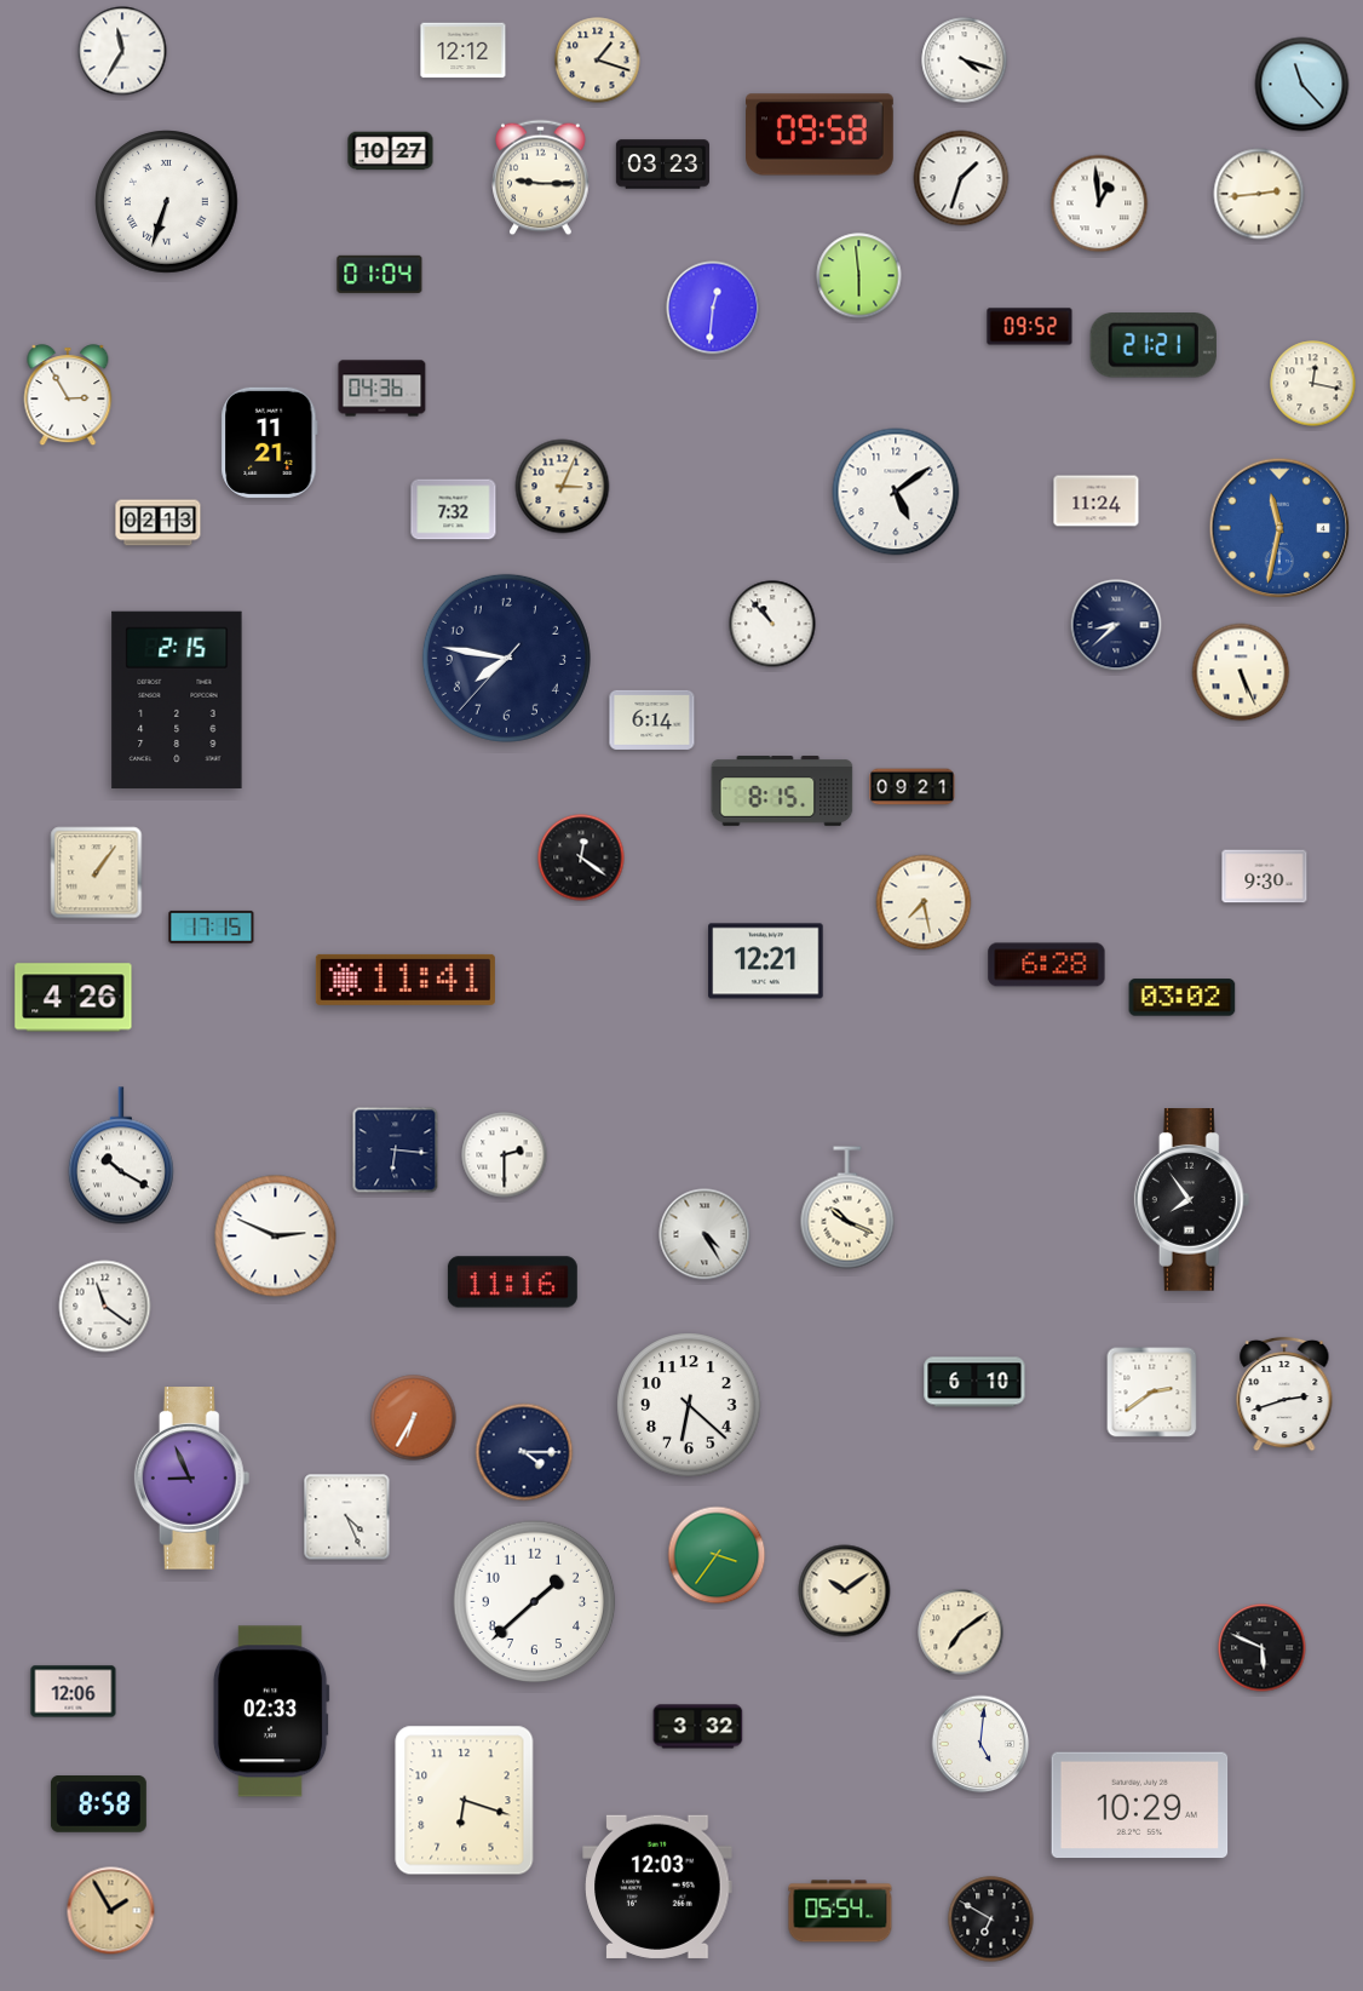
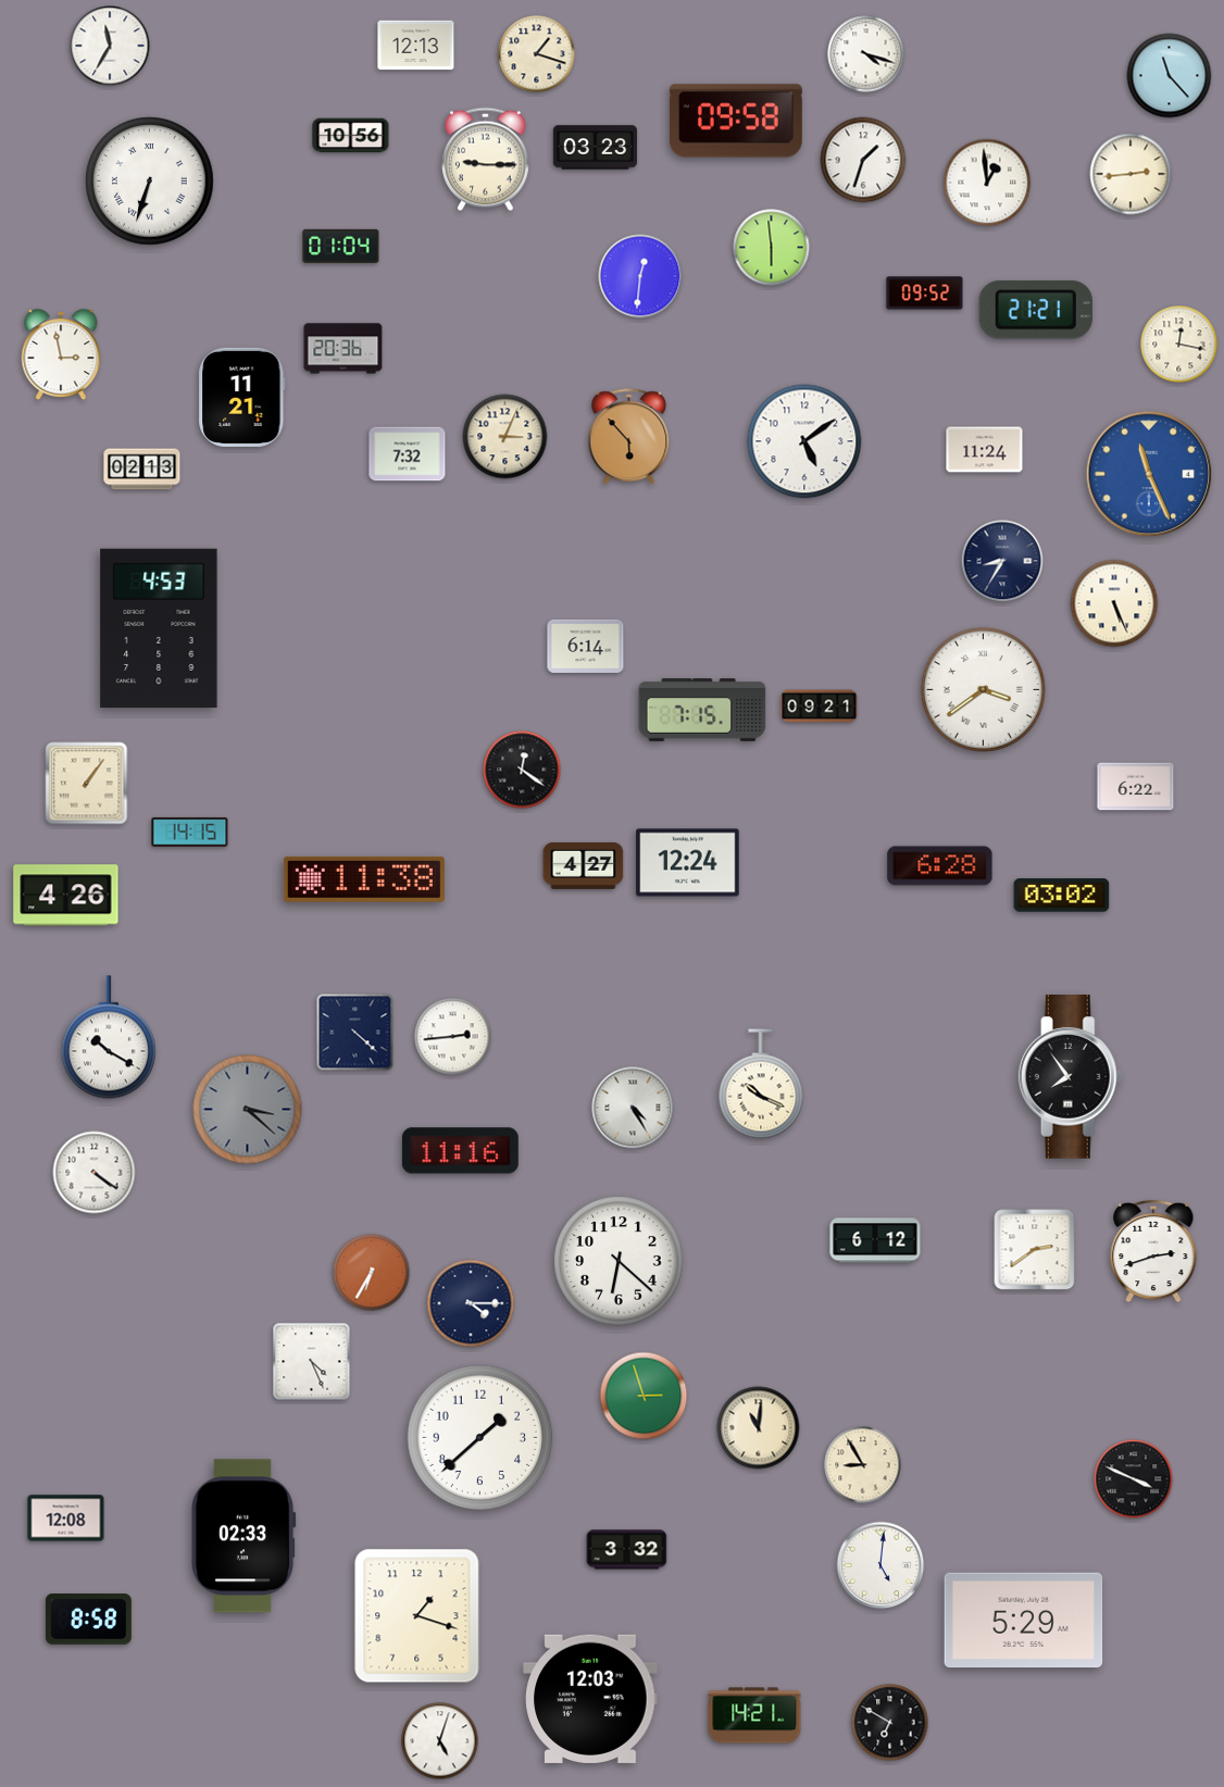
clock at (464, 51): 12:12 -> 12:13
clock at (391, 151): 10:27 -> 10:56
clock at (383, 389): 04:36 -> 20:36
clock at (68, 396): 2:55 -> 2:58
clock at (629, 437): none -> 5:53
clock at (454, 510) position: (454, 510) -> (408, 454)
clock at (1279, 528): 11:32 -> 11:26
clock at (772, 624): 10:53 -> none
clock at (1116, 625): 8:38 -> 8:35
clock at (506, 658): 7:46 -> none
clock at (177, 700): 2:15 -> 4:53
clock at (983, 689): none -> 3:39
clock at (782, 791): 8:15 -> 7:15
clock at (1265, 877): 9:30 -> 6:22
clock at (924, 902): 7:28 -> none
clock at (212, 926): 17:15 -> 14:15
clock at (766, 962): 12:21 -> 12:24
clock at (584, 865): none -> 4:27
clock at (406, 980): 11:41 -> 11:38
clock at (396, 1151): 6:16 -> 4:22
clock at (505, 1155): 2:30 -> 2:44
clock at (276, 1237): 2:49 -> 3:22
clock at (276, 1237) dial: white -> grey
clock at (105, 1307): 11:21 -> 4:21
clock at (974, 1382): 6:10 -> 6:12
clock at (192, 1479): 8:56 -> none
clock at (717, 1555): 3:36 -> 2:57
clock at (845, 1591): 10:09 -> 11:01
clock at (961, 1633): 7:09 -> 8:55
clock at (1263, 1648): 5:49 -> 3:49
clock at (74, 1692): 12:06 -> 12:08
clock at (465, 1801): 6:18 -> 1:18
clock at (1140, 1806): 10:29 -> 5:29
clock at (657, 1887) position: (657, 1887) -> (590, 1699)
clock at (111, 1911): 1:55 -> none
clock at (840, 1911): 05:54 -> 14:21
clock at (440, 1741): none -> 5:03
